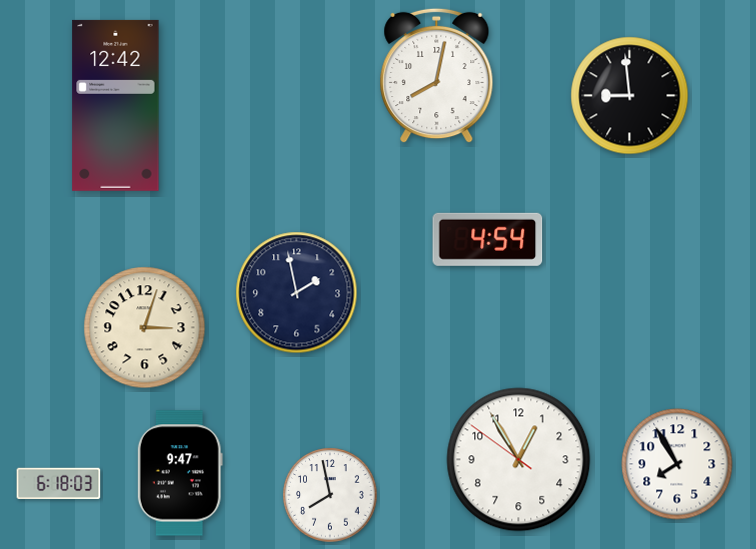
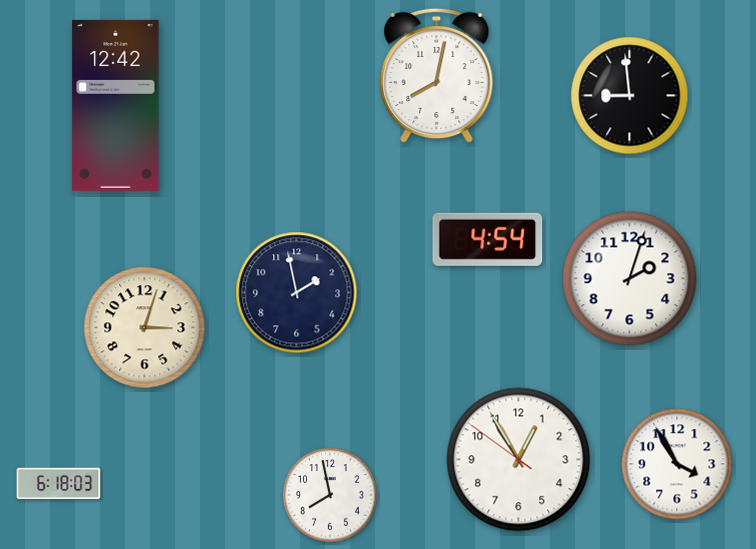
clock at (630, 279): none -> 2:03
clock at (677, 464): 7:55 -> 3:55
clock at (180, 473): 9:47 -> none
